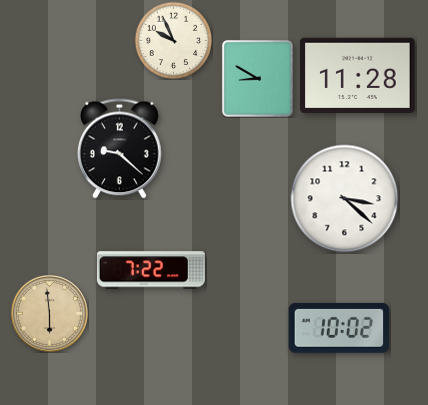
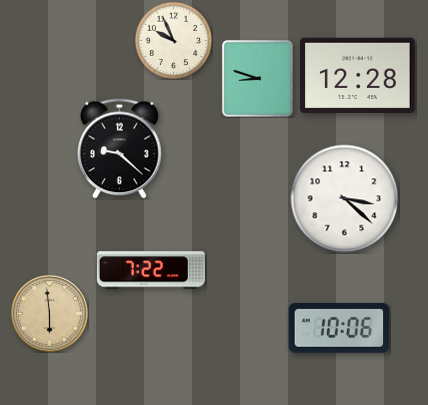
clock at (358, 75): 11:28 -> 12:28
clock at (257, 78): 8:50 -> 8:48
clock at (339, 328): 10:02 -> 10:06
